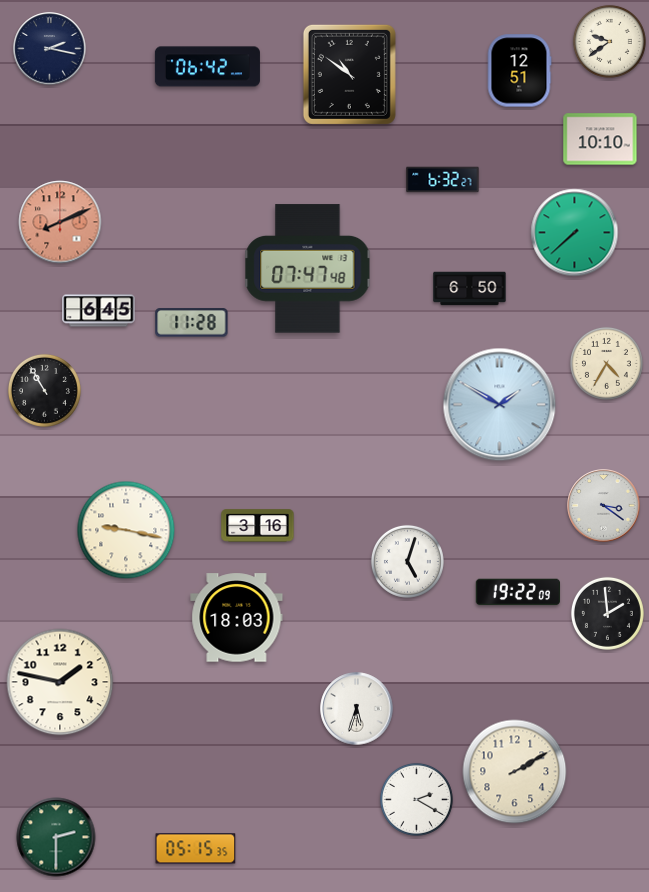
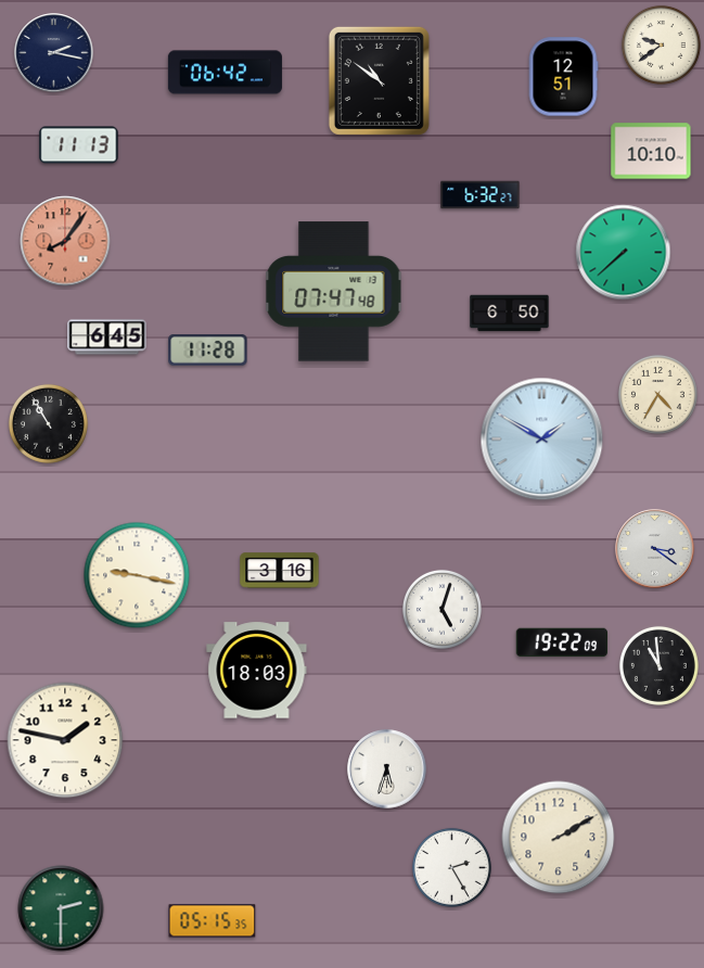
clock at (79, 145): none -> 11:13
clock at (60, 222): 8:11 -> 8:06
clock at (607, 613): 1:59 -> 10:59
clock at (416, 799): 2:20 -> 2:25
